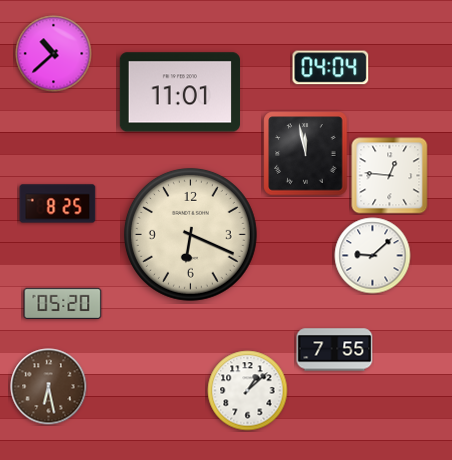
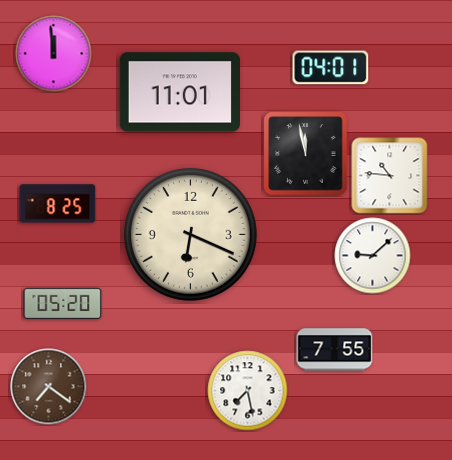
clock at (54, 54): 10:38 -> 11:59
clock at (331, 68): 04:04 -> 04:01
clock at (390, 176): 12:46 -> 10:46
clock at (49, 387): 6:28 -> 7:21
clock at (248, 391): 1:08 -> 7:28
